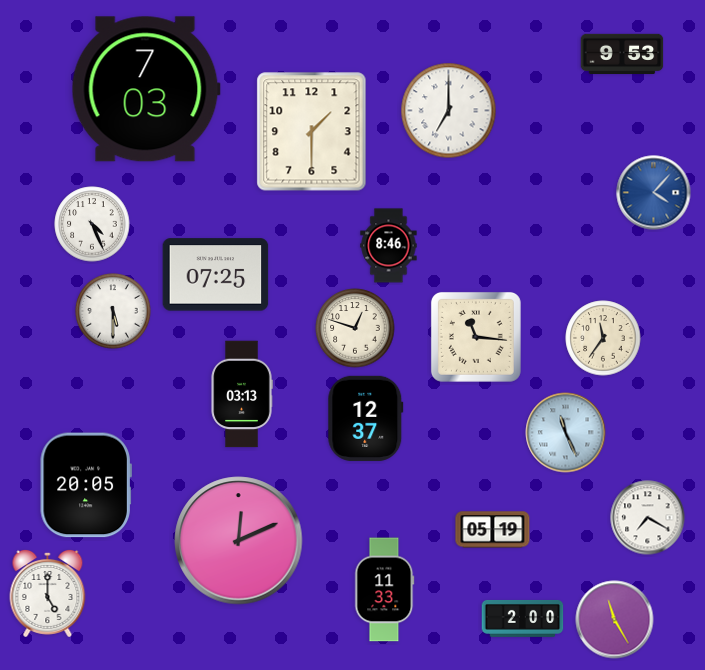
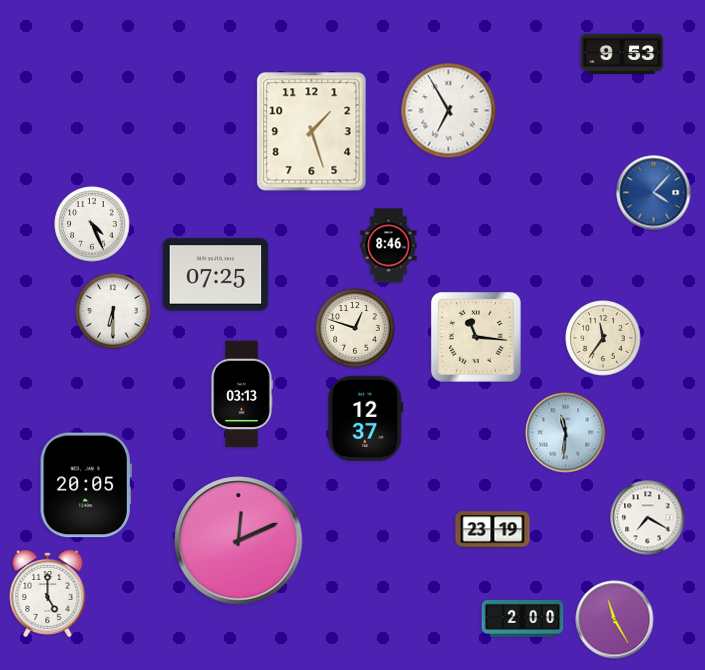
clock at (146, 89): 7:03 -> none
clock at (449, 111): 7:00 -> 6:55
clock at (312, 132): 1:30 -> 1:27
clock at (113, 311): 5:30 -> 6:30
clock at (566, 433): 11:26 -> 11:31
clock at (493, 530): 05:19 -> 23:19
clock at (385, 590): 11:33 -> none
